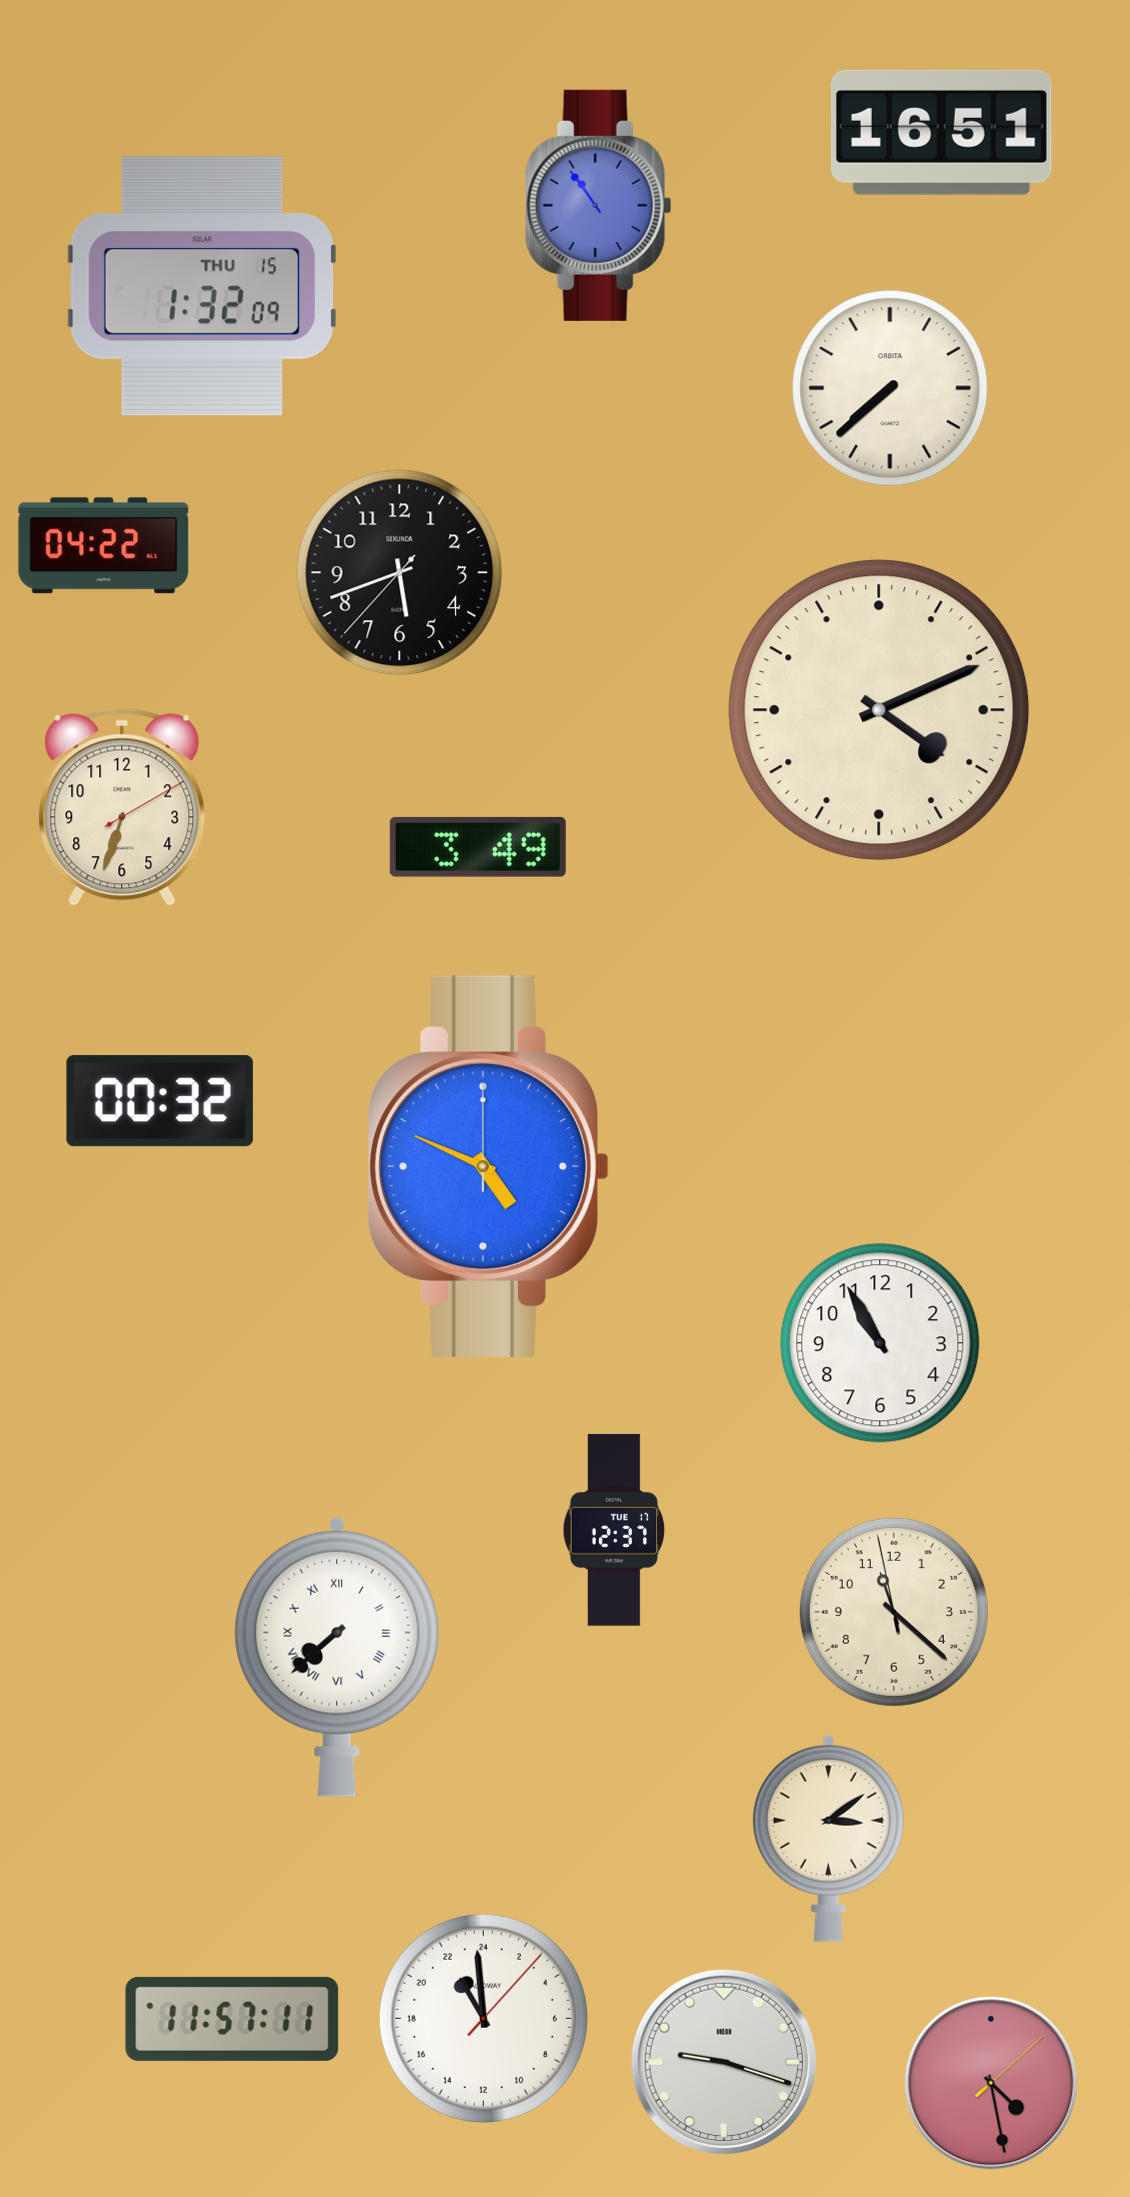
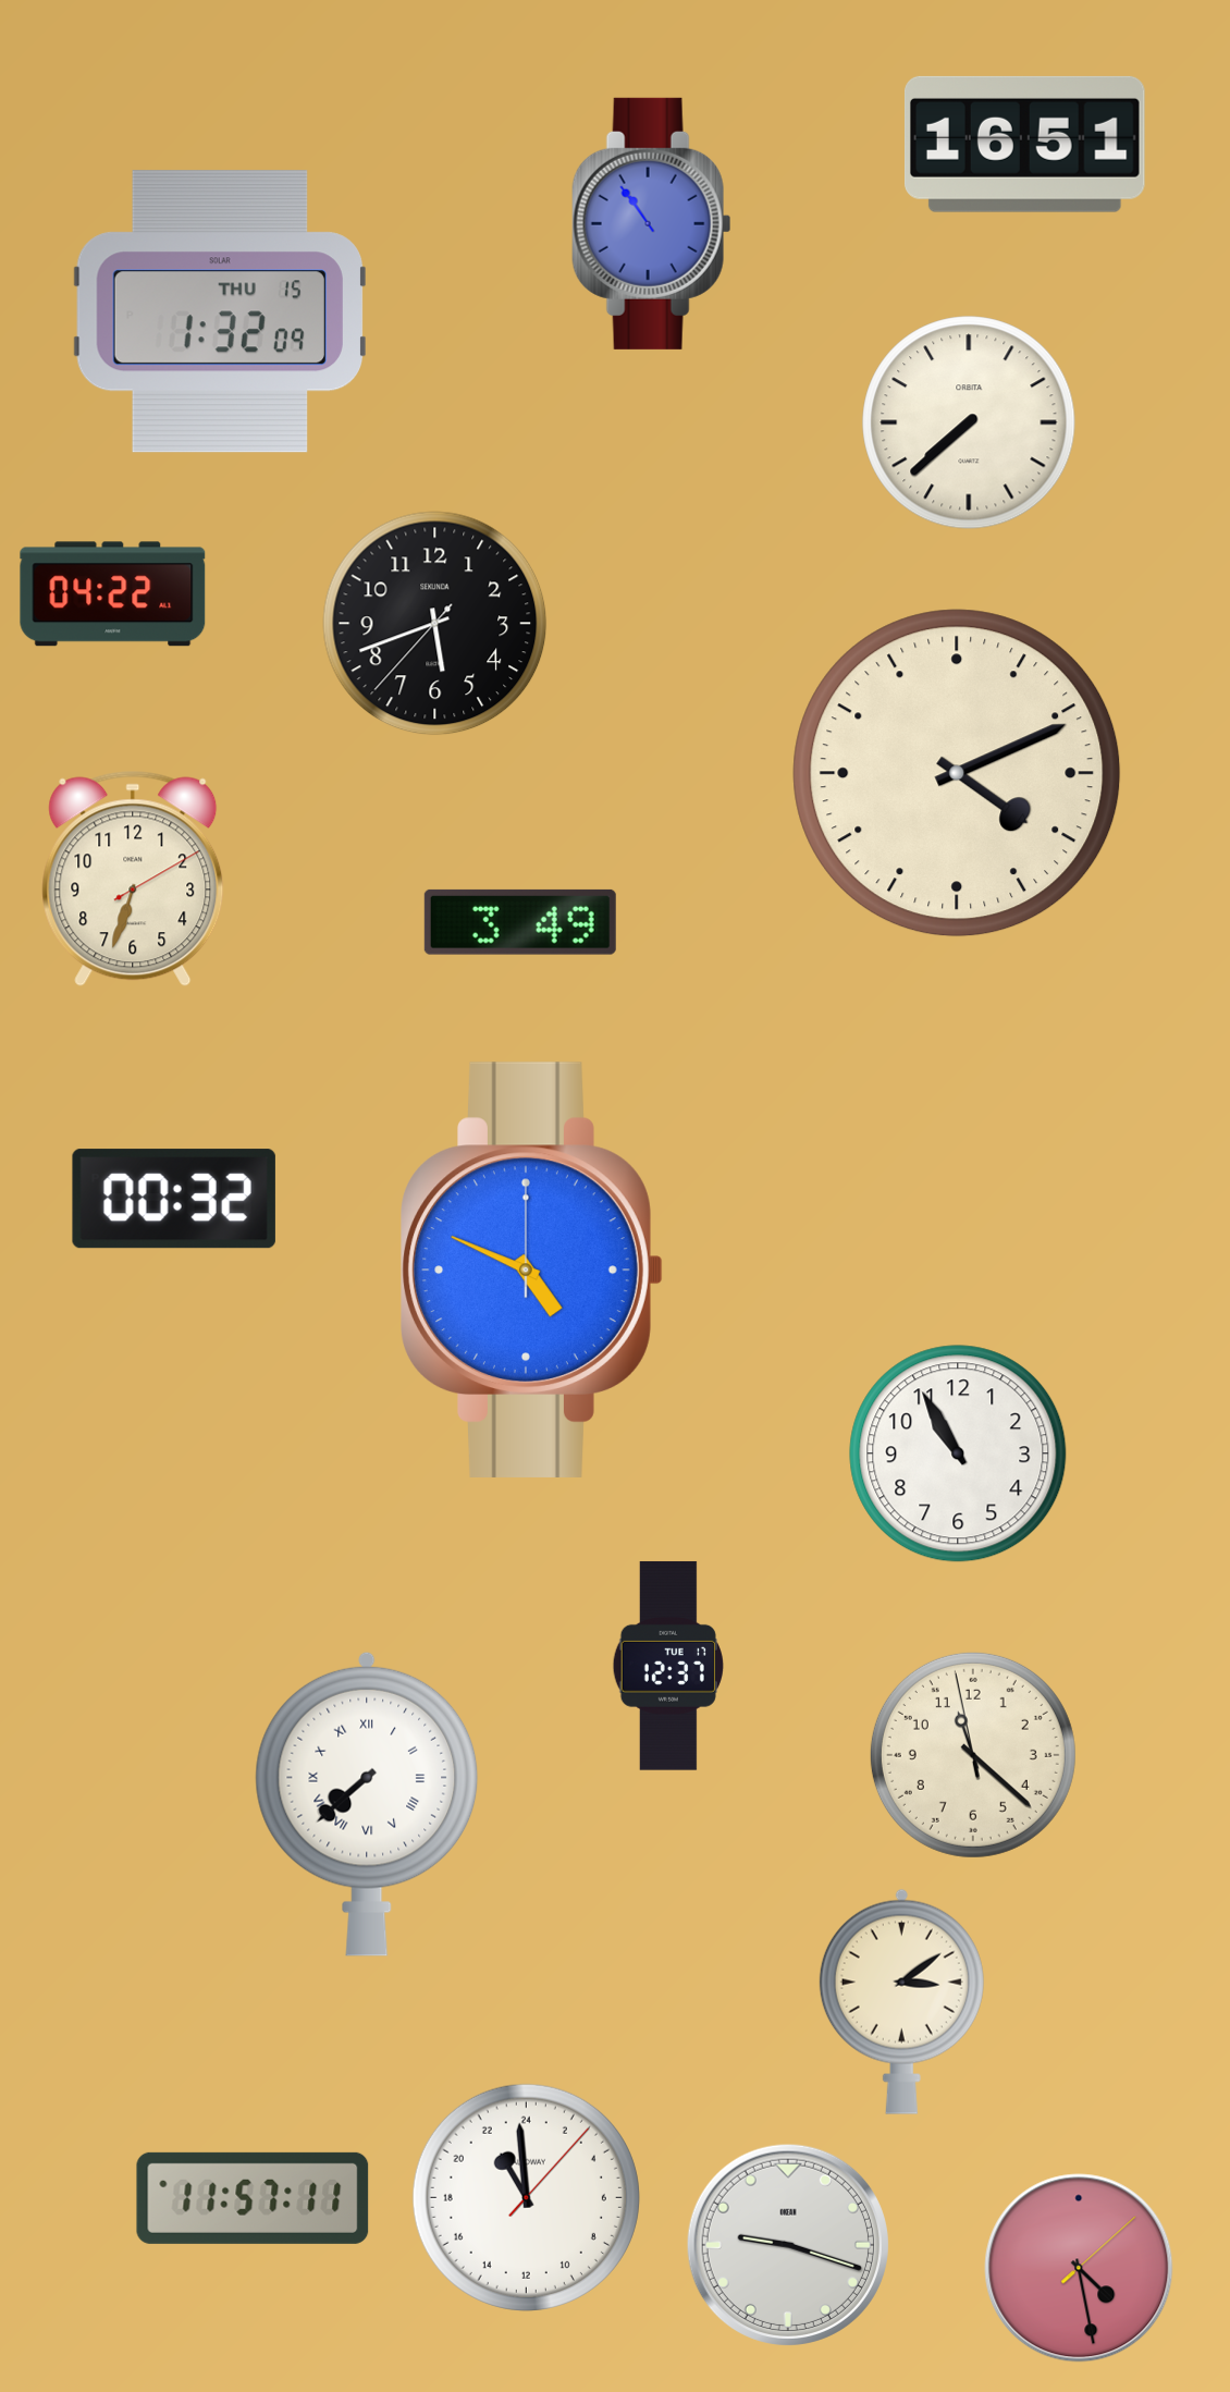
clock at (880, 1343) position: (880, 1343) -> (958, 1453)
